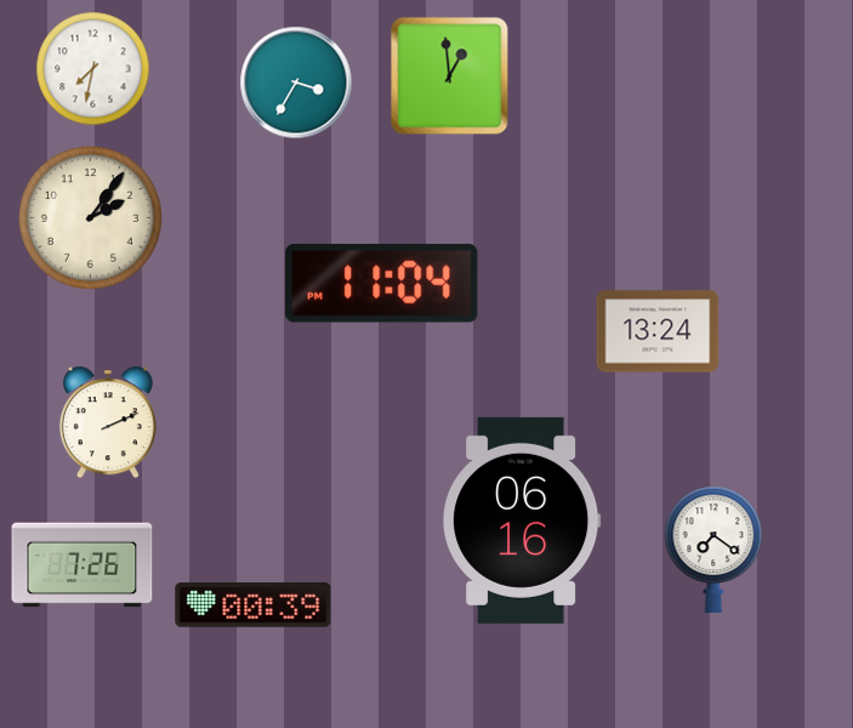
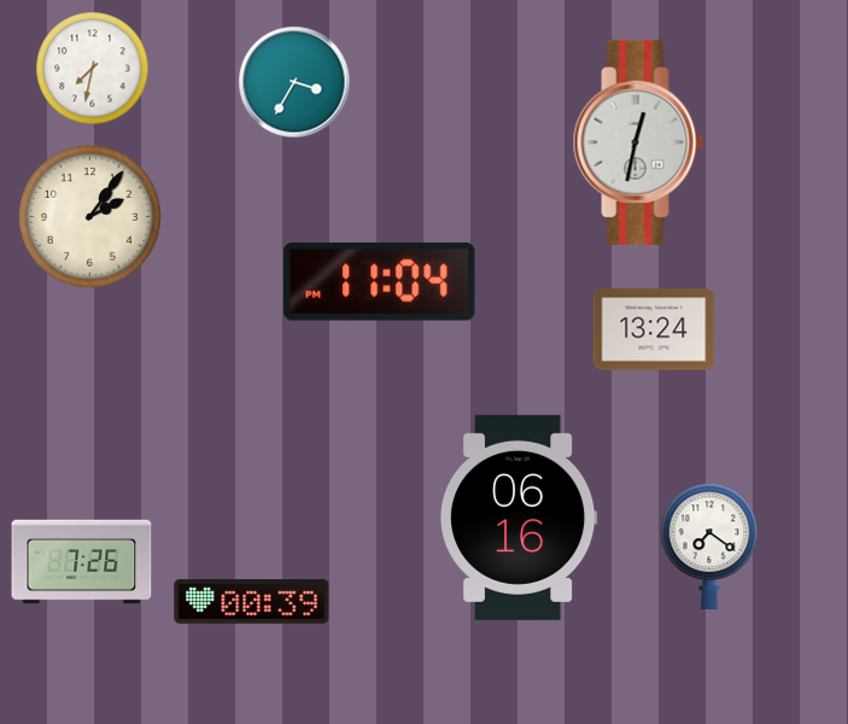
clock at (450, 76): 12:59 -> none
clock at (638, 142): none -> 12:32
clock at (108, 422): 2:11 -> none
